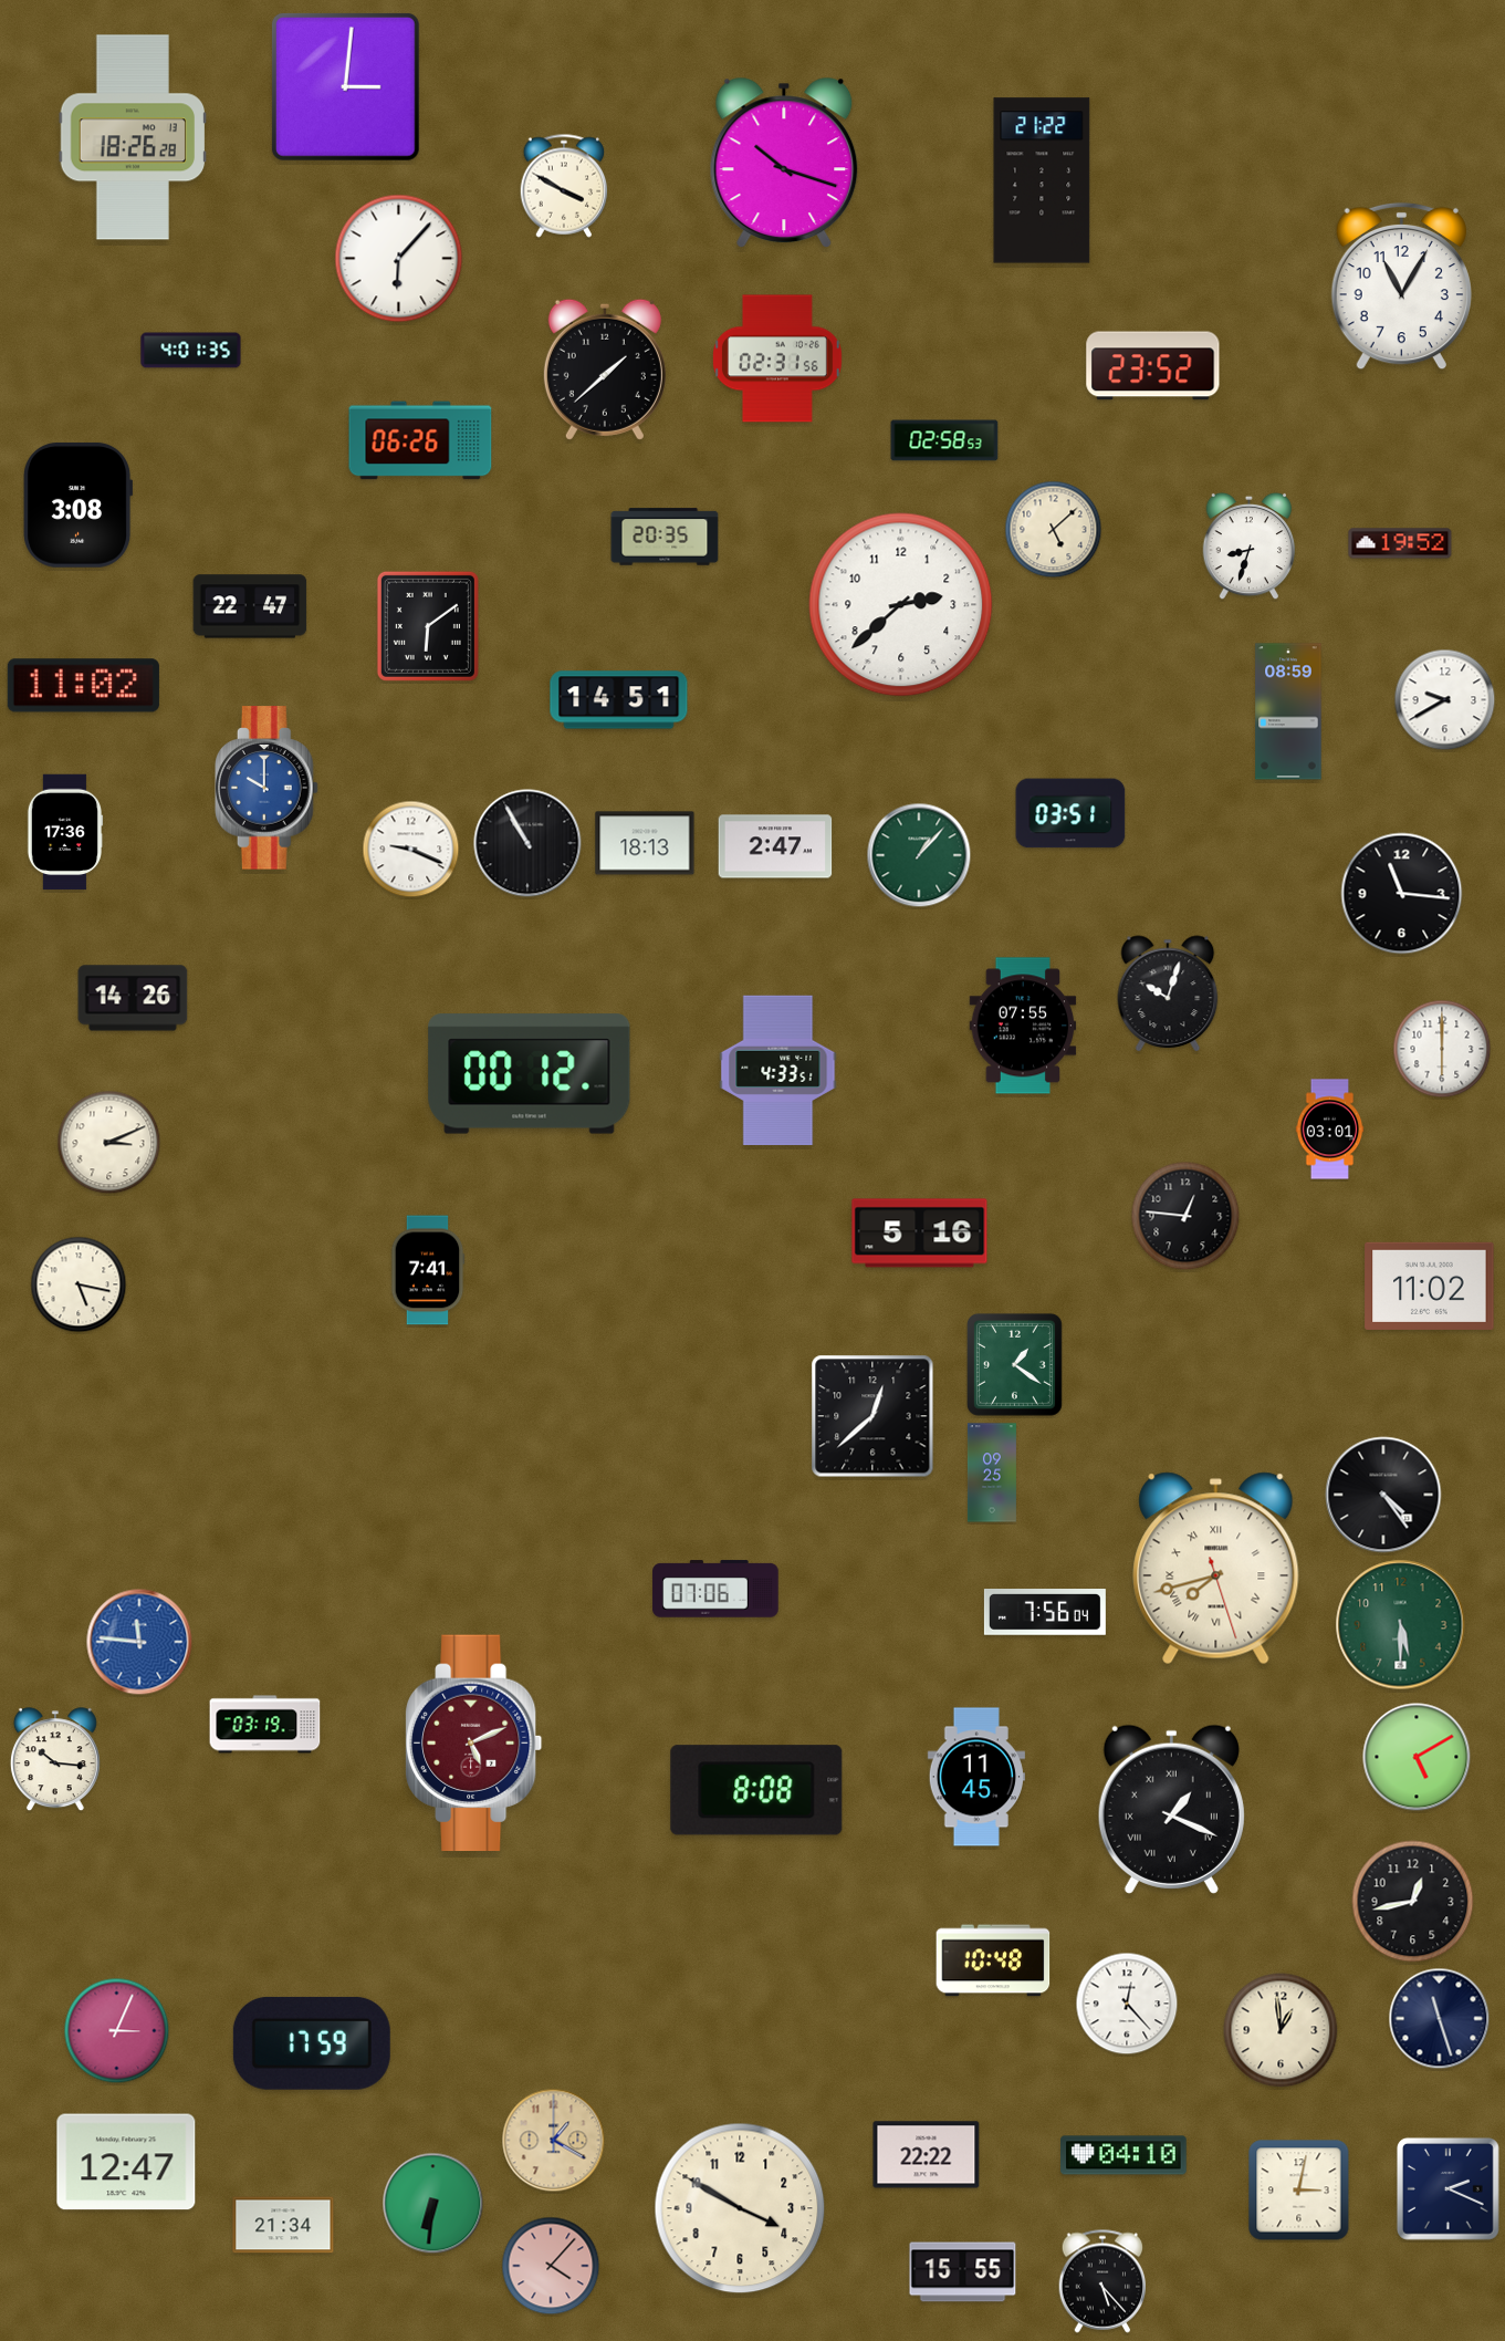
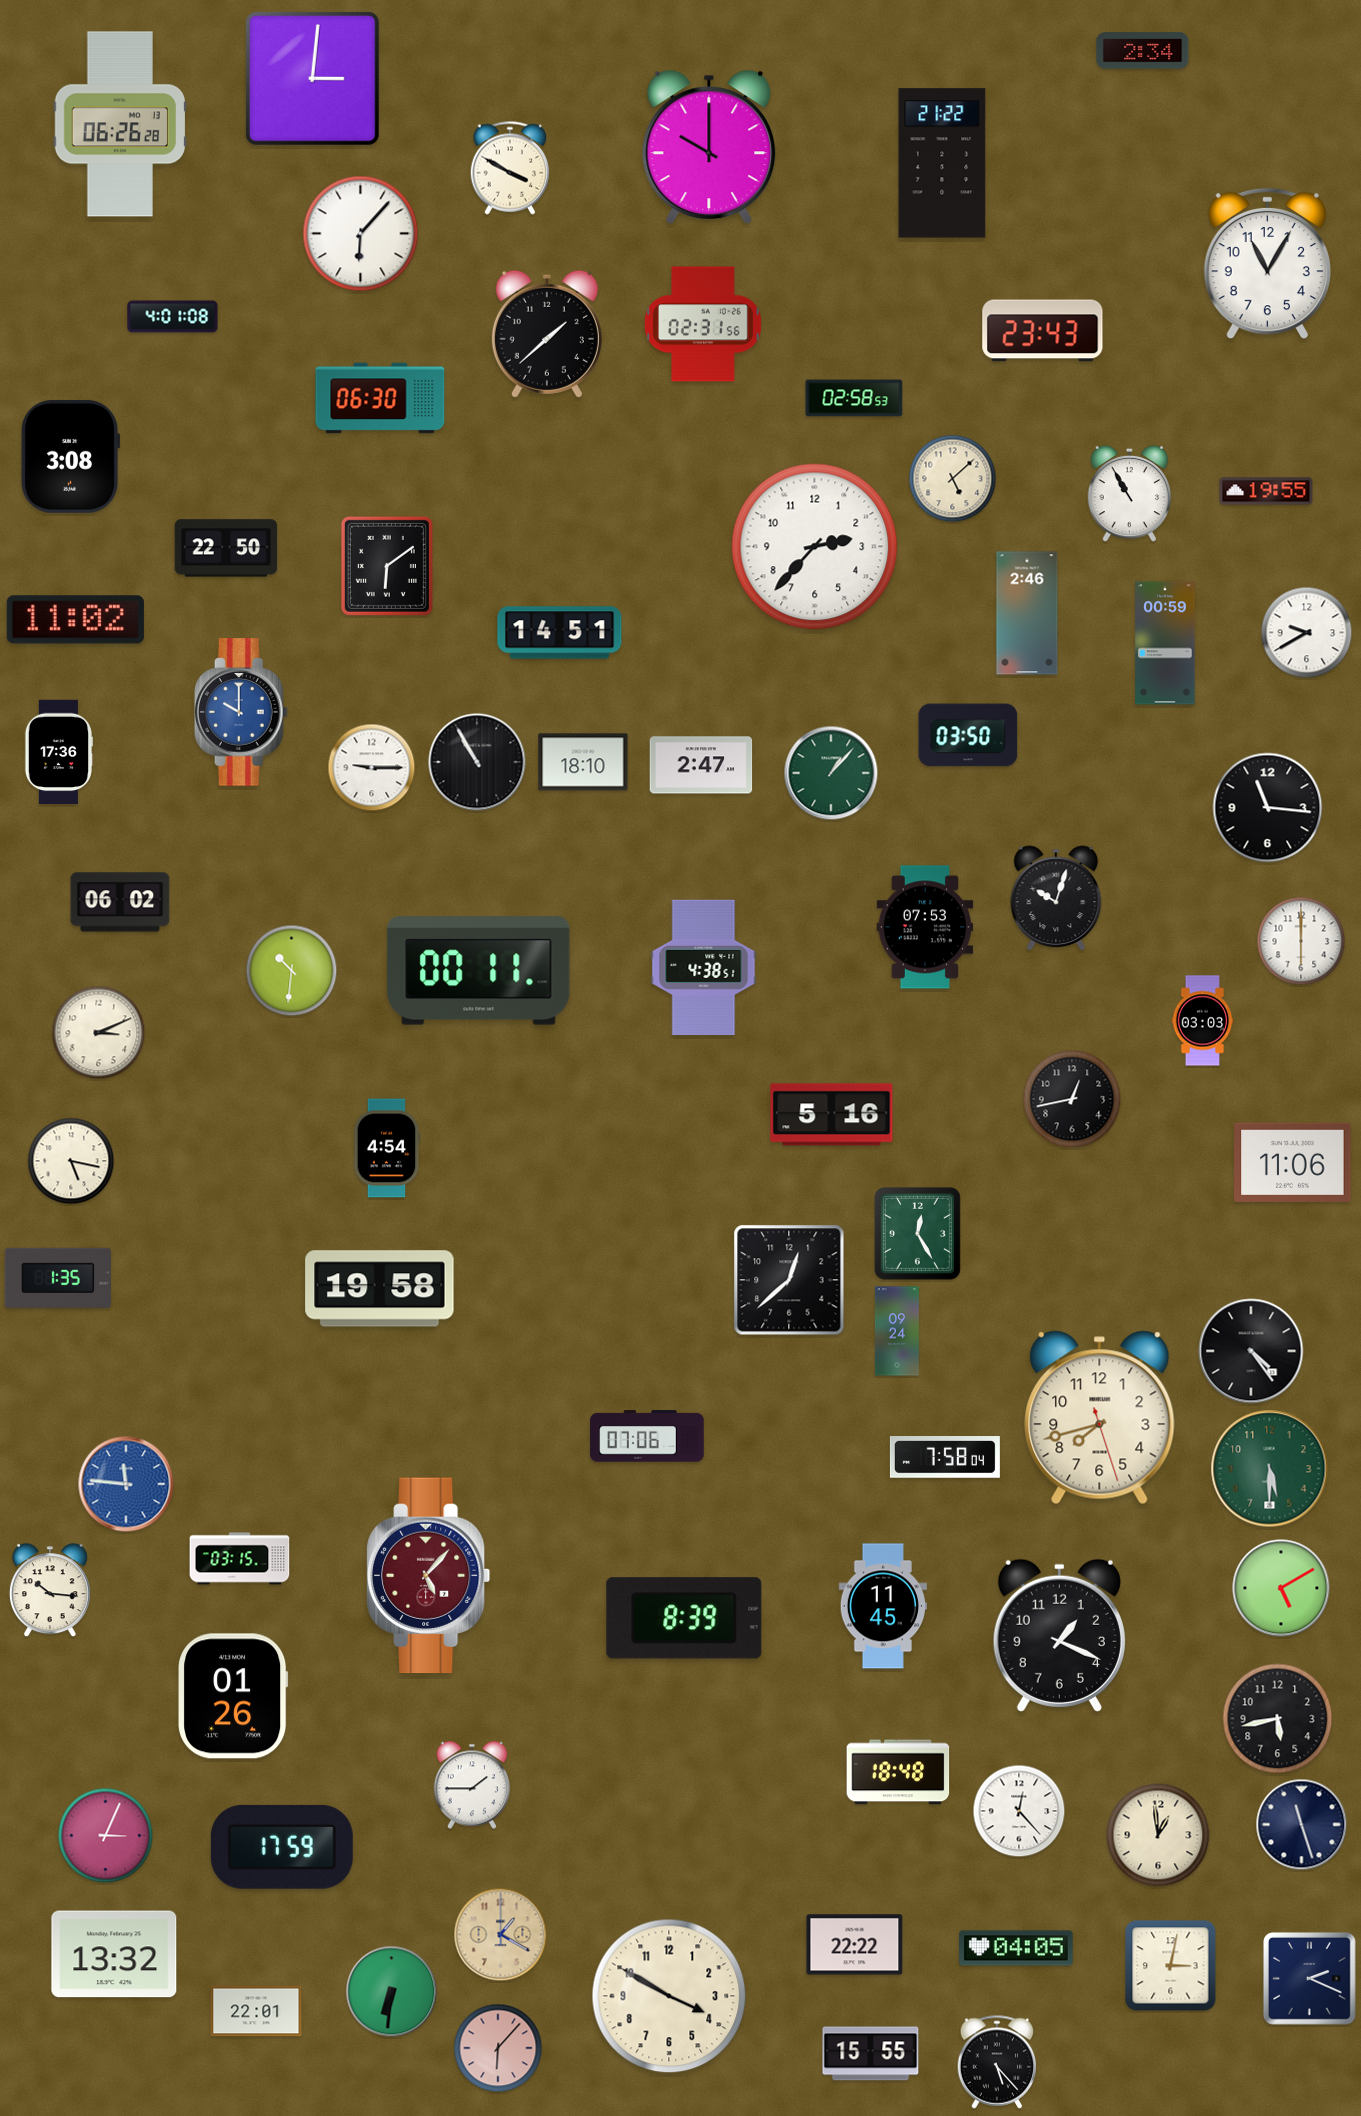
clock at (1143, 51): none -> 2:34
clock at (133, 137): 18:26 -> 06:26
clock at (784, 163): 10:18 -> 10:00
clock at (1401, 287) position: (1401, 287) -> (1267, 264)
clock at (191, 351): 4:01:35 -> 4:01:08
clock at (1153, 366): 23:52 -> 23:43
clock at (420, 440): 06:26 -> 06:30
clock at (665, 537): 20:35 -> none
clock at (1400, 543): 19:52 -> 19:55
clock at (1250, 547): 8:33 -> 10:55
clock at (901, 605): 2:38 -> 2:37
clock at (250, 606): 22:47 -> 22:50
clock at (1027, 613): none -> 2:46
clock at (1288, 711): 08:59 -> 00:59
clock at (1070, 813): 03:51 -> 03:50
clock at (645, 843): 18:13 -> 18:10
clock at (411, 850): 9:19 -> 9:15
clock at (133, 998): 14:26 -> 06:02
clock at (1023, 1026): 07:55 -> 07:53
clock at (1442, 1049) position: (1442, 1049) -> (1301, 941)
clock at (778, 1071): 4:33 -> 4:38
clock at (292, 971): none -> 10:31
clock at (530, 1074): 00:12 -> 00:11
clock at (1330, 1130): 03:01 -> 03:03
clock at (1185, 1216): 12:46 -> 12:43
clock at (428, 1270): 7:41 -> 4:54
clock at (1430, 1286): 11:02 -> 11:06
clock at (1014, 1364): 1:21 -> 12:25
clock at (58, 1278): none -> 1:35
clock at (380, 1289): none -> 19:58
clock at (992, 1473): 09:25 -> 09:24
clock at (1216, 1569) numerals: Roman -> Arabic
clock at (1045, 1613): 7:56 -> 7:58
clock at (1401, 1625) position: (1401, 1625) -> (1270, 1469)
clock at (265, 1725): 03:19 -> 03:15
clock at (474, 1744): 5:11 -> 5:07
clock at (756, 1790): 8:08 -> 8:39
clock at (1171, 1809) numerals: Roman -> Arabic
clock at (233, 1696): none -> 01:26
clock at (1413, 1902): 12:43 -> 5:43
clock at (993, 1960): 10:48 -> 18:48
clock at (472, 1785): none -> 1:45
clock at (927, 2155) position: (927, 2155) -> (855, 1945)
clock at (1123, 2155): 04:10 -> 04:05
clock at (126, 2162): 12:47 -> 13:32
clock at (1299, 2191) position: (1299, 2191) -> (1171, 1966)
clock at (283, 2225): 21:34 -> 22:01
clock at (551, 2266): 4:07 -> 6:07
